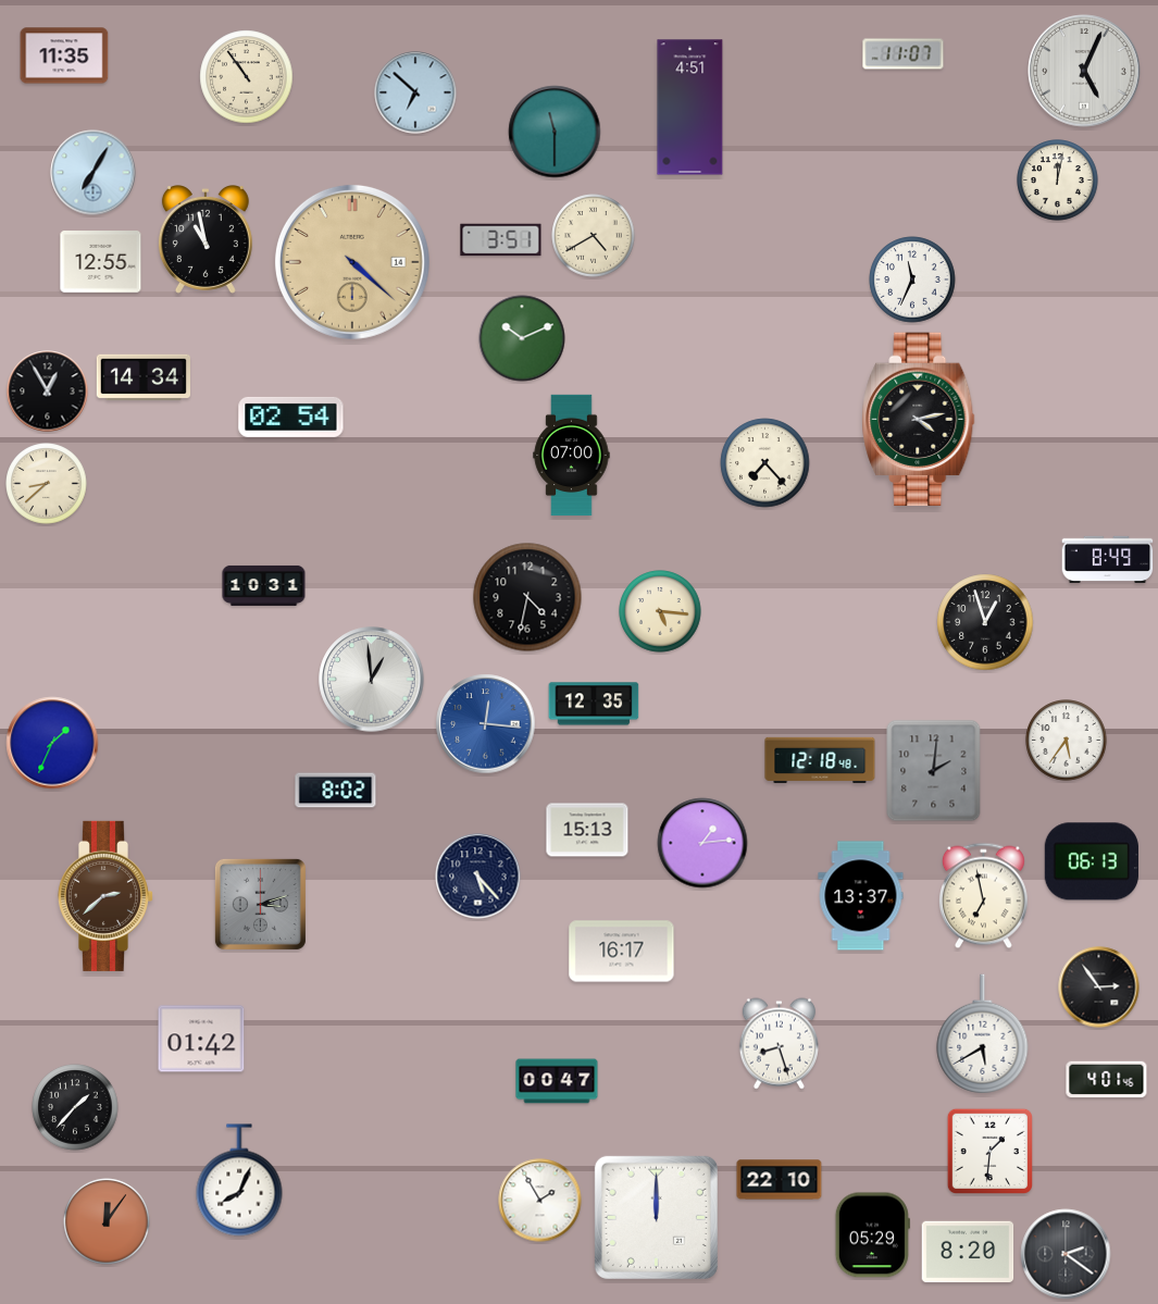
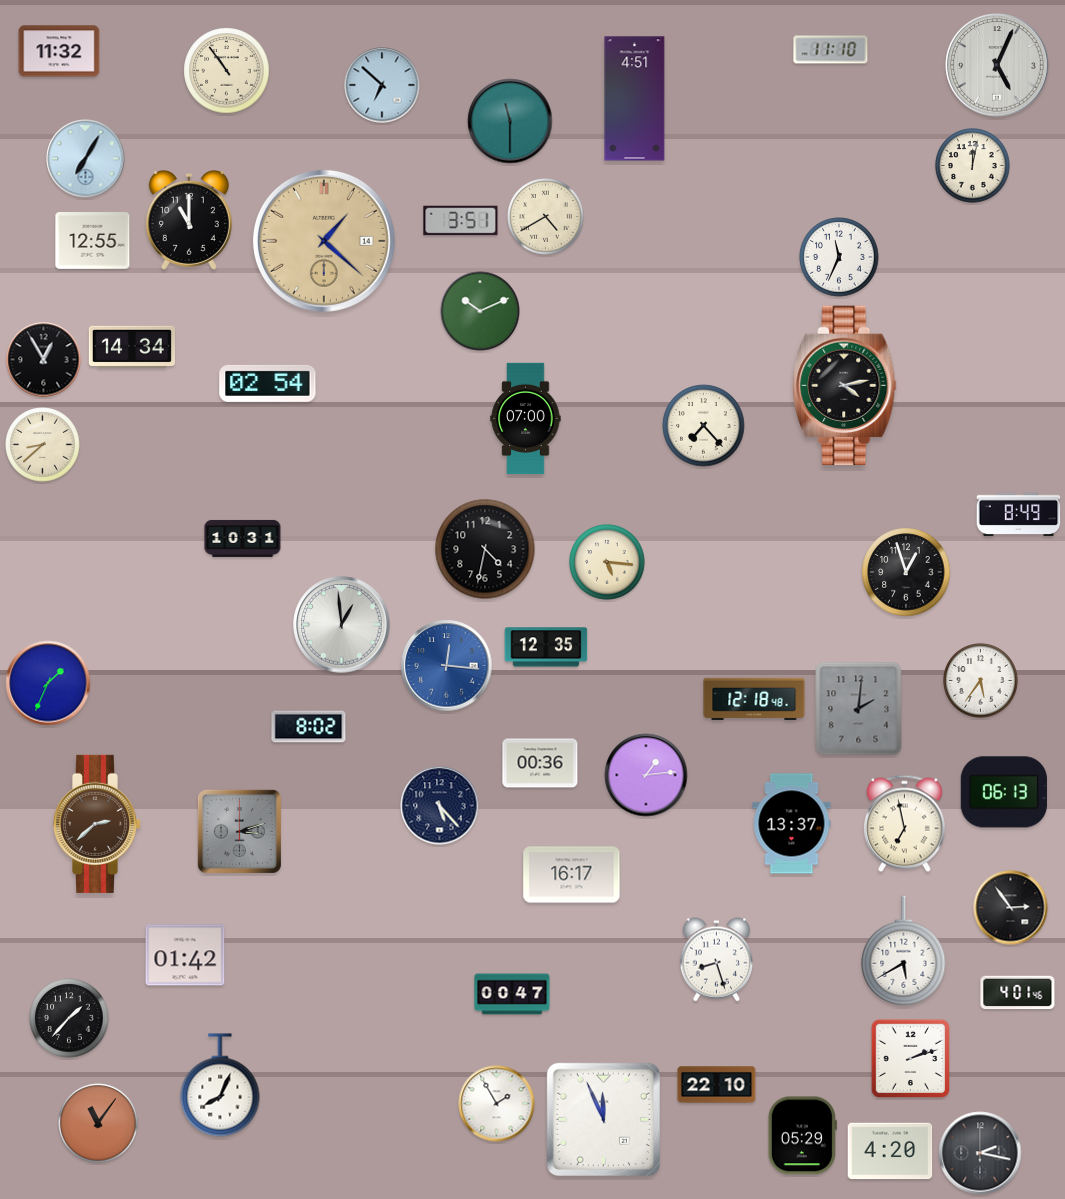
clock at (904, 54): 11:07 -> 11:10
clock at (64, 55): 11:35 -> 11:32
clock at (206, 240): 10:58 -> 11:00
clock at (352, 262): 4:22 -> 1:22
clock at (587, 830): 15:13 -> 00:36
clock at (989, 1151): 1:31 -> 2:12
clock at (656, 1217): 12:00 -> 11:56
clock at (107, 1221): 12:06 -> 11:06
clock at (968, 1252): 8:20 -> 4:20
clock at (1066, 1254): 2:21 -> 2:17
